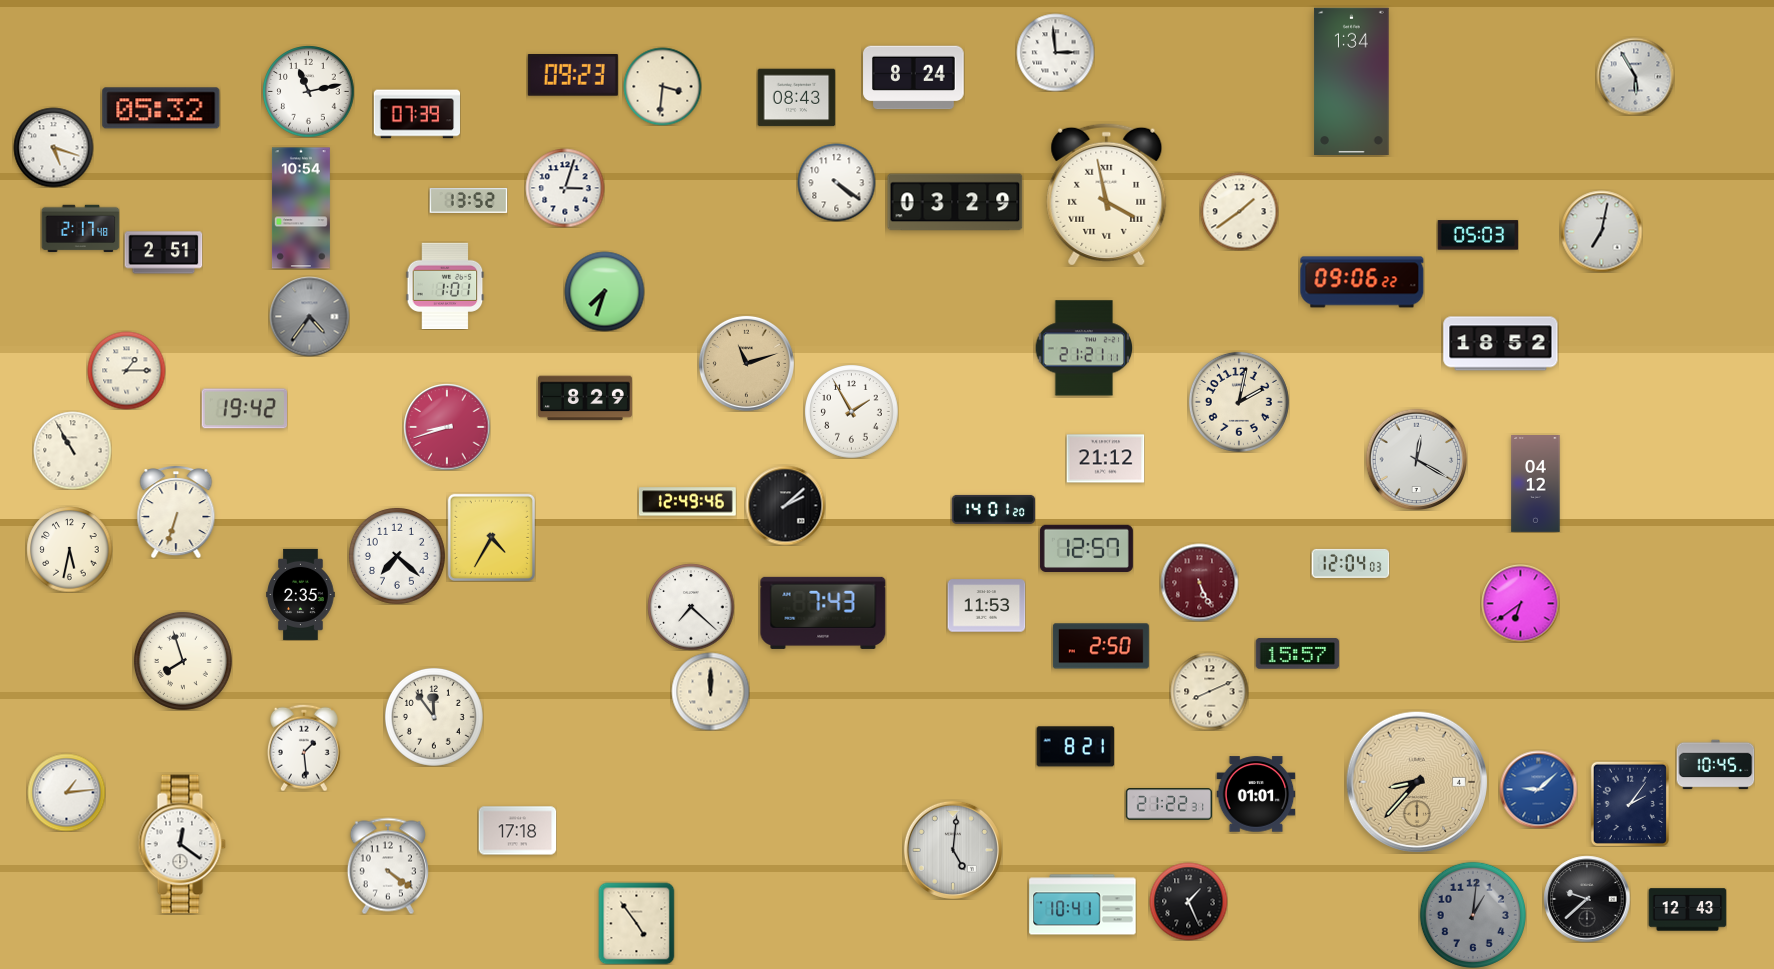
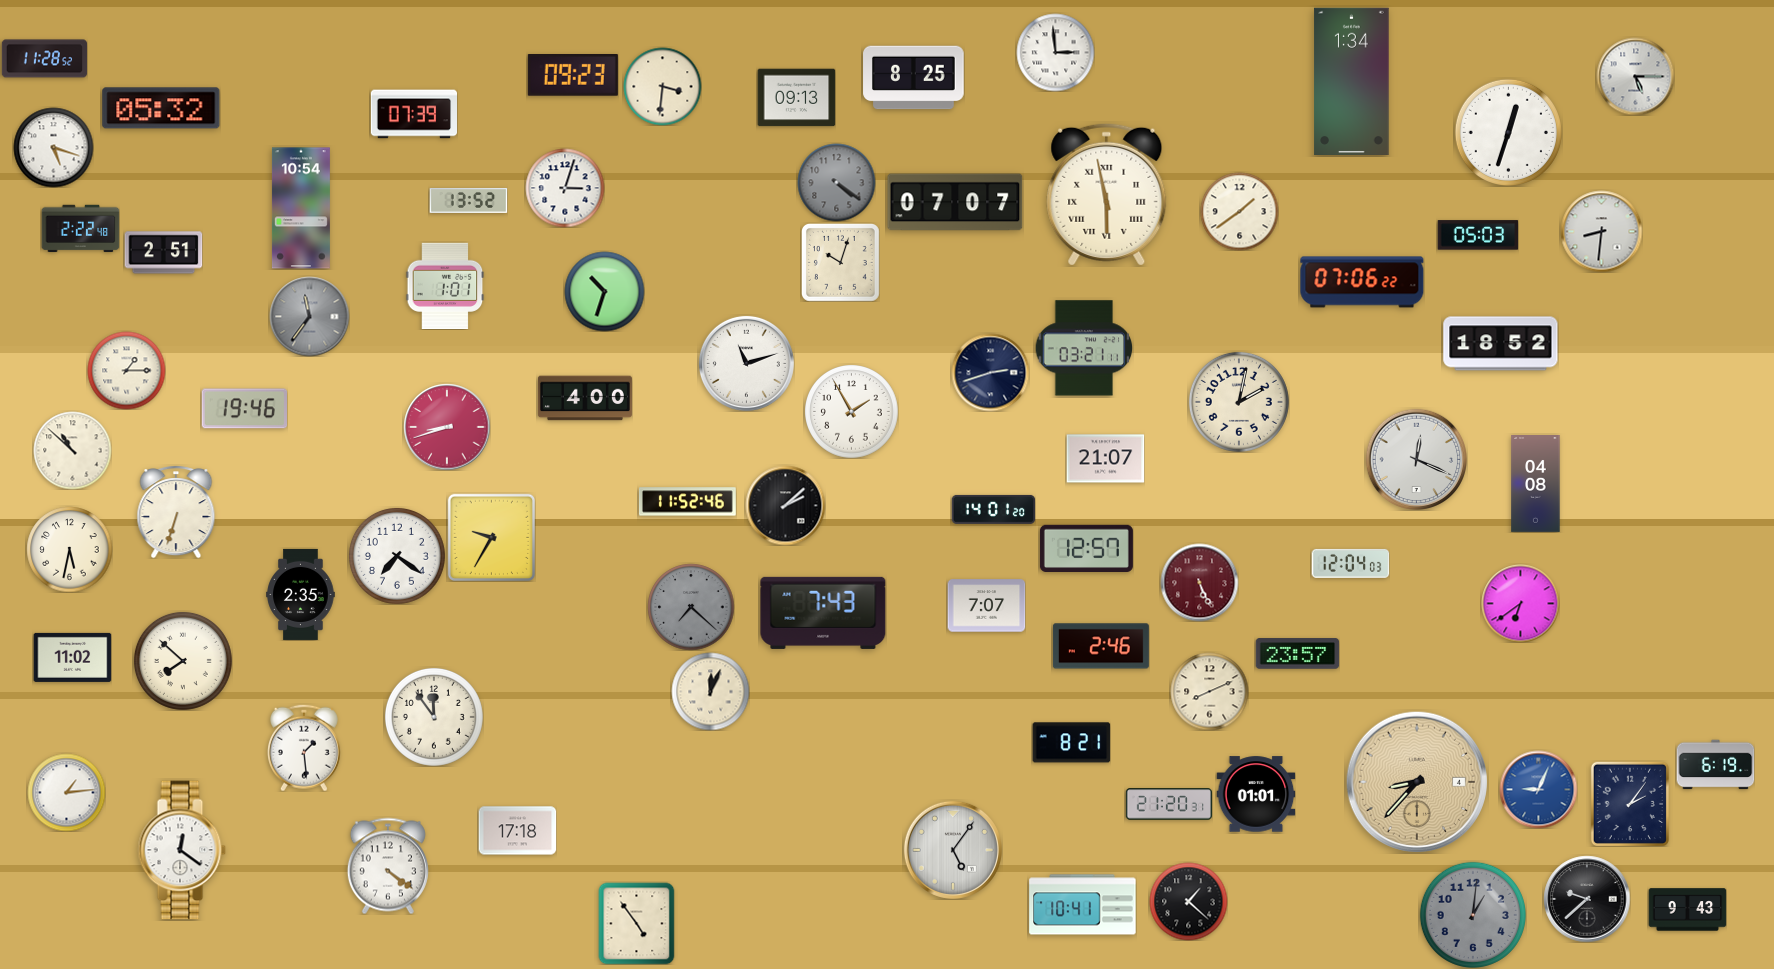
clock at (44, 59): none -> 11:28
clock at (1635, 76): 5:55 -> 5:15
clock at (914, 78): 8:24 -> 8:25
clock at (308, 91): 11:13 -> none
clock at (796, 98): 08:43 -> 09:13
clock at (417, 114) position: (417, 114) -> (414, 114)
clock at (1508, 132): none -> 12:33
clock at (836, 182) dial: white -> grey
clock at (1107, 194): 3:58 -> 5:58
clock at (955, 202): 03:29 -> 07:07
clock at (80, 229): 2:17 -> 2:22
clock at (1601, 231): 7:02 -> 8:31
clock at (841, 263): none -> 10:03
clock at (1362, 282): 09:06 -> 07:06
clock at (604, 291): 7:33 -> 10:33
clock at (309, 316): 4:36 -> 11:36
clock at (1084, 348): 21:21 -> 03:21
clock at (746, 363) dial: champagne -> white
clock at (990, 372): none -> 2:42
clock at (585, 398): 8:29 -> 4:00
clock at (244, 409): 19:42 -> 19:46
clock at (72, 450): 10:55 -> 10:52
clock at (1105, 459): 21:12 -> 21:07
clock at (1416, 459): 12:20 -> 12:19
clock at (1536, 484): 04:12 -> 04:08
clock at (687, 502): 12:49 -> 11:52
clock at (491, 537): 4:35 -> 9:35
clock at (397, 556): 7:22 -> 7:21
clock at (986, 606): 11:53 -> 7:07
clock at (691, 607) dial: white -> grey
clock at (1101, 646): 2:50 -> 2:46
clock at (1297, 654): 15:57 -> 23:57
clock at (72, 657): none -> 11:02
clock at (183, 661): 7:57 -> 7:52
clock at (710, 691): 12:00 -> 12:04
clock at (1075, 747) position: (1075, 747) -> (1071, 743)
clock at (1715, 765): 10:45 -> 6:19
clock at (1538, 789): 9:08 -> 9:04
clock at (1169, 804): 21:22 -> 21:20
clock at (182, 844) position: (182, 844) -> (182, 850)
clock at (953, 850): 5:01 -> 5:06
clock at (1188, 901): 1:26 -> 1:22
clock at (1687, 910): 12:43 -> 9:43
